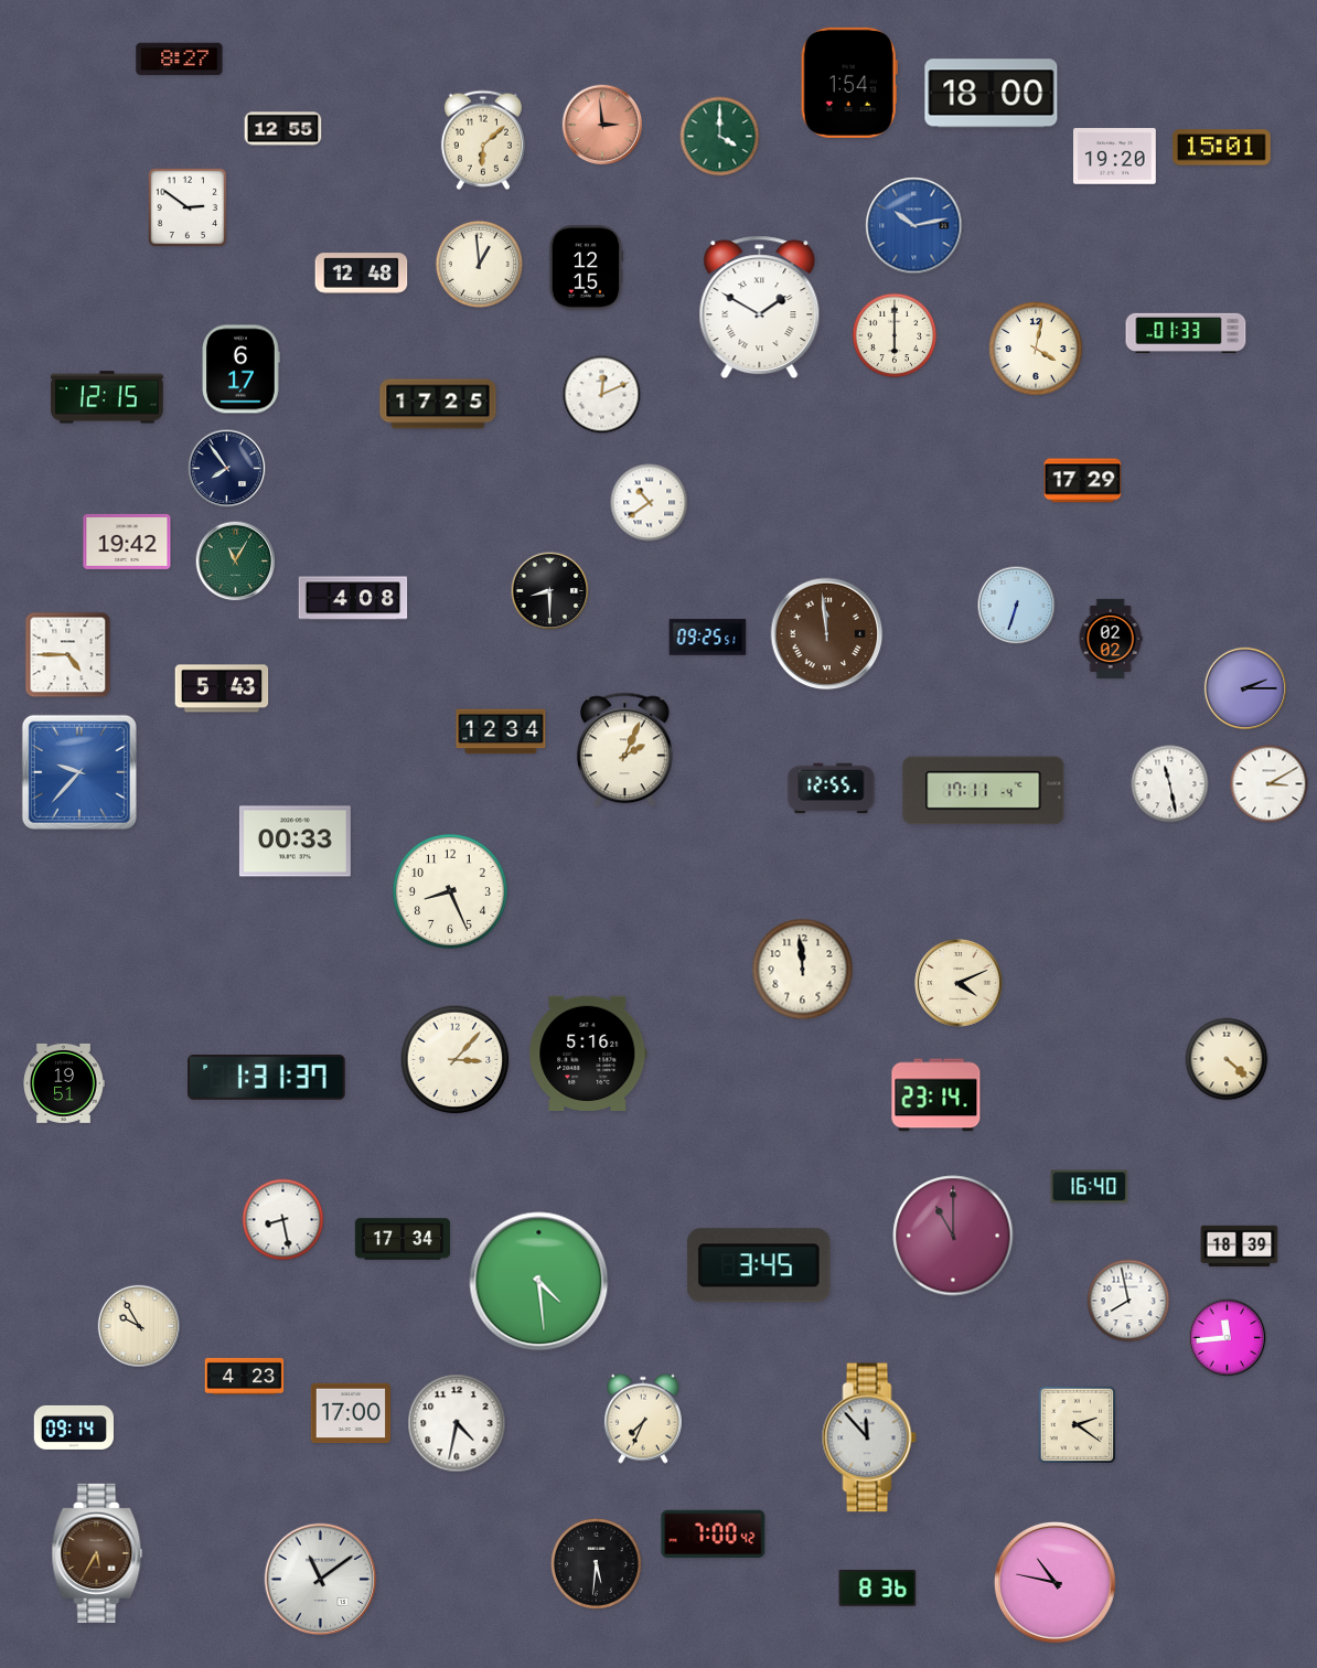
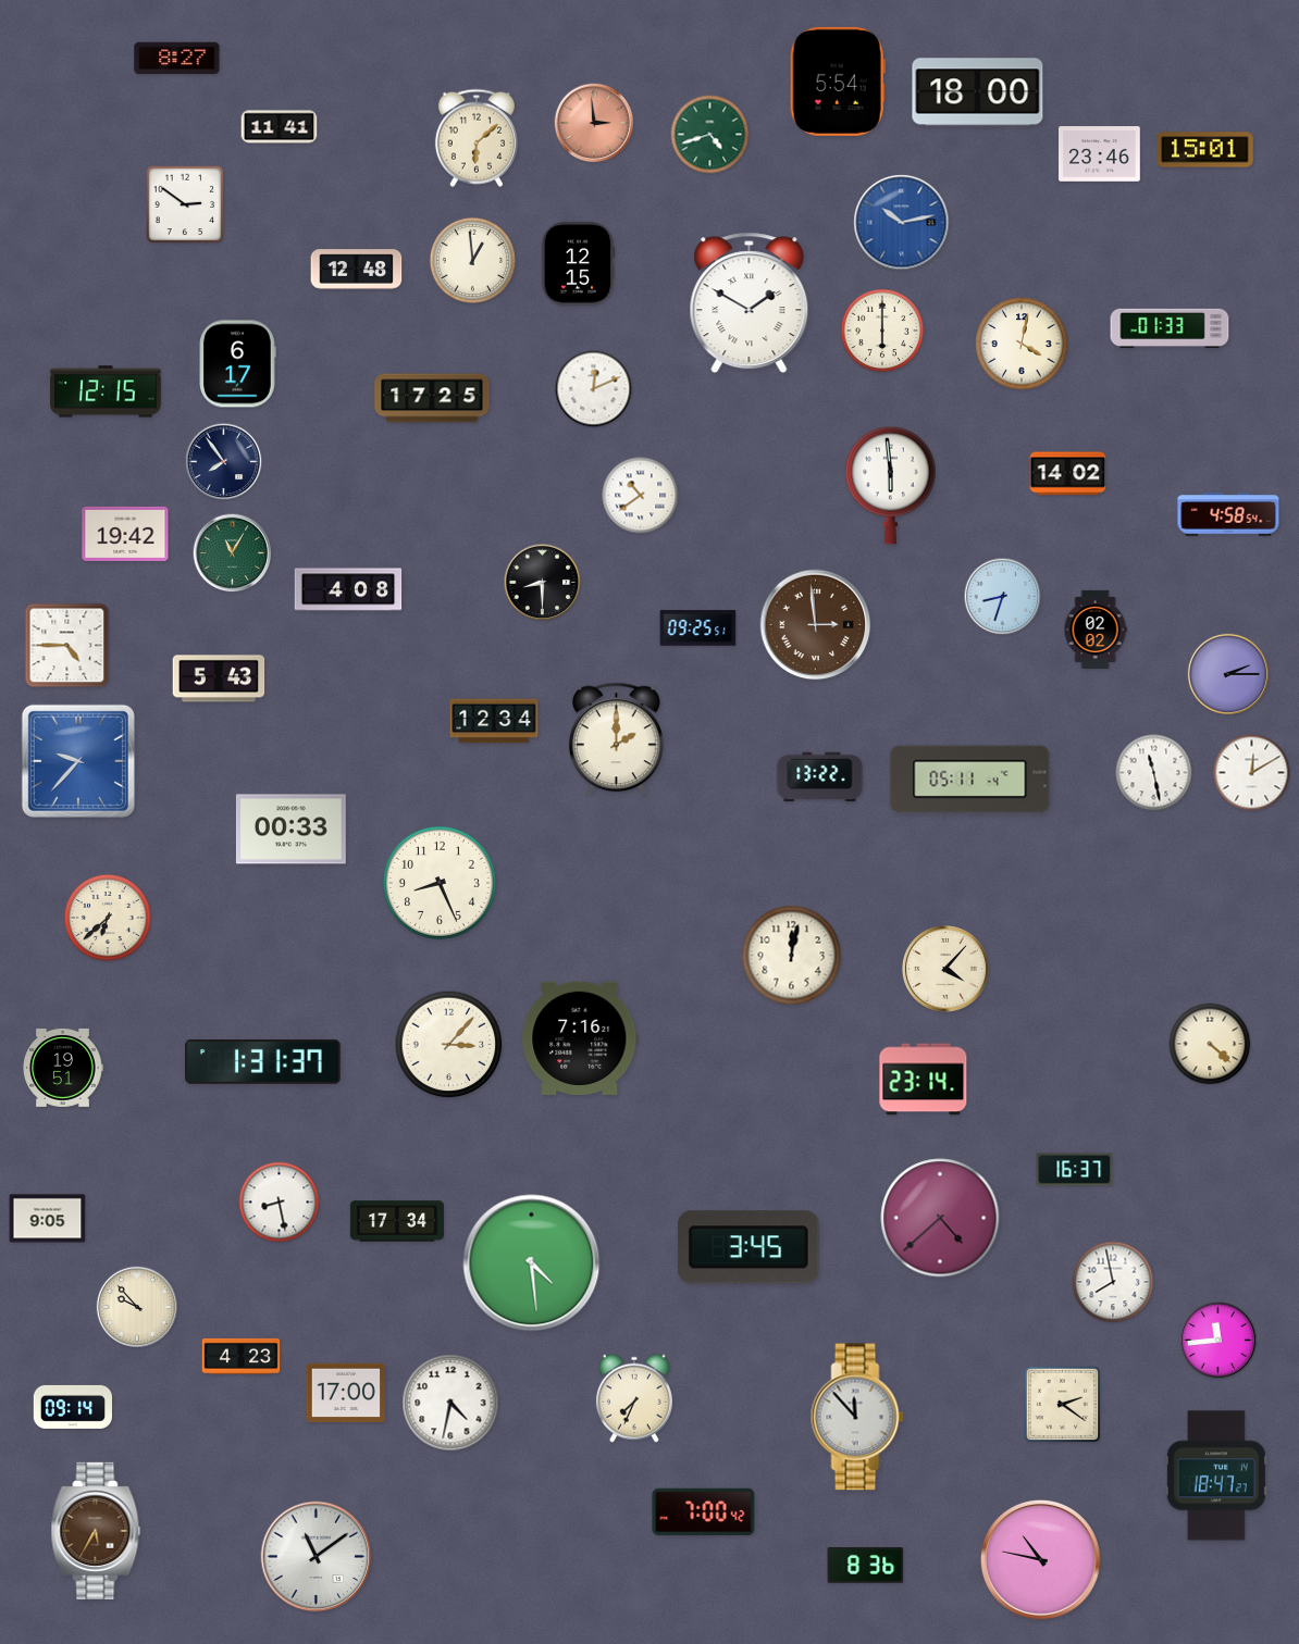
clock at (849, 83): 1:54 -> 5:54
clock at (283, 129): 12:55 -> 11:41
clock at (720, 137): 4:00 -> 4:42
clock at (1222, 148) position: (1222, 148) -> (1205, 150)
clock at (1115, 157): 19:20 -> 23:46
clock at (1083, 481): 17:29 -> 14:02
clock at (891, 485): none -> 5:59
clock at (1228, 514): none -> 4:58
clock at (1017, 606): 6:33 -> 8:33
clock at (827, 634): 11:59 -> 2:59
clock at (1244, 687) position: (1244, 687) -> (1227, 673)
clock at (624, 750): 2:04 -> 2:00
clock at (1270, 784): 3:10 -> 12:10
clock at (832, 789): 12:55 -> 13:22
clock at (984, 791): 17:11 -> 05:11
clock at (450, 891) position: (450, 891) -> (440, 883)
clock at (108, 918): none -> 6:38
clock at (803, 970): 11:59 -> 12:02
clock at (960, 984): 4:11 -> 4:07
clock at (588, 1054): 5:16 -> 7:16
clock at (1090, 1187): 16:40 -> 16:37
clock at (953, 1236): 11:00 -> 4:38
clock at (48, 1219): none -> 9:05
clock at (1240, 1245): 18:39 -> none
clock at (138, 1325): 9:55 -> 9:53
clock at (1228, 1338) position: (1228, 1338) -> (1218, 1341)
clock at (1216, 1475): none -> 18:47
clock at (597, 1564): 5:31 -> none
